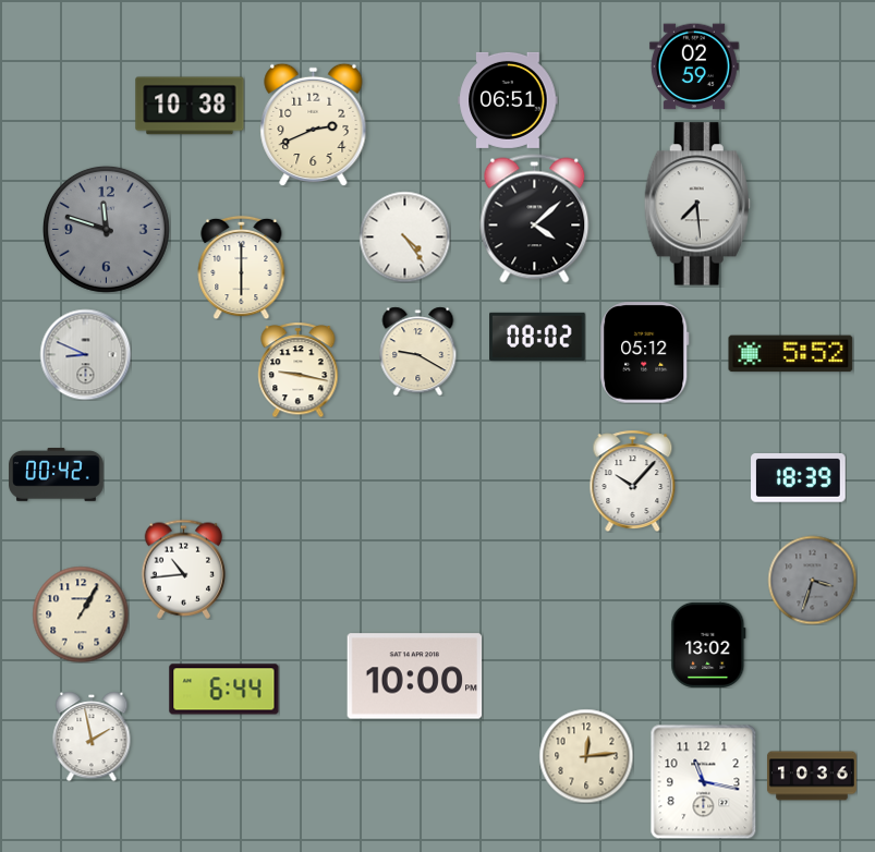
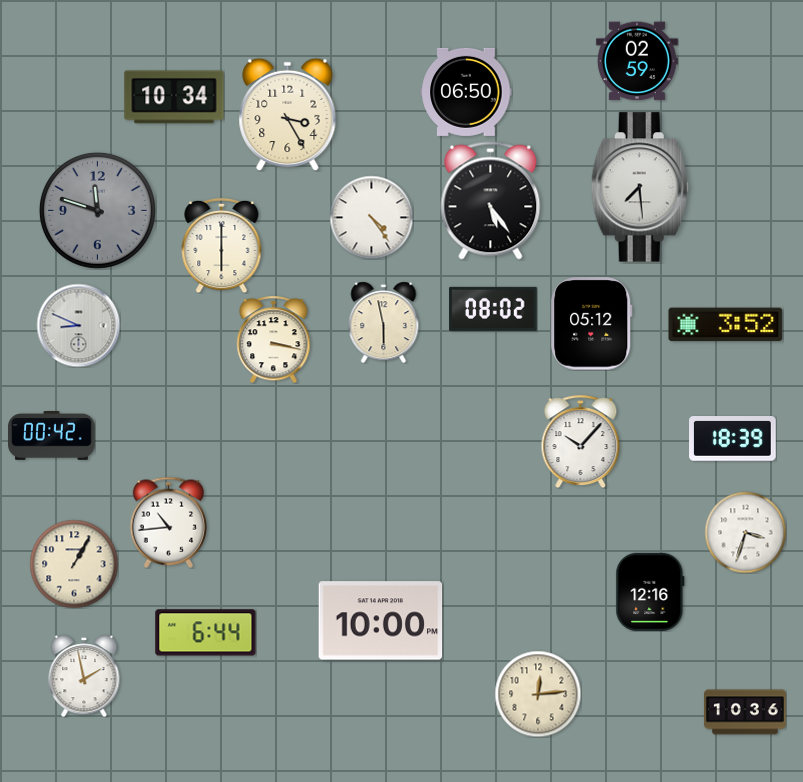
clock at (508, 100): 06:51 -> 06:50
clock at (190, 106): 10:38 -> 10:34
clock at (314, 124): 2:41 -> 3:25
clock at (535, 219): 4:08 -> 5:24
clock at (418, 351): 9:20 -> 5:58
clock at (791, 354): 5:52 -> 3:52
clock at (299, 369): 9:17 -> 3:17
clock at (812, 580) dial: grey -> white
clock at (708, 645): 13:02 -> 12:16
clock at (704, 781): 11:17 -> none
